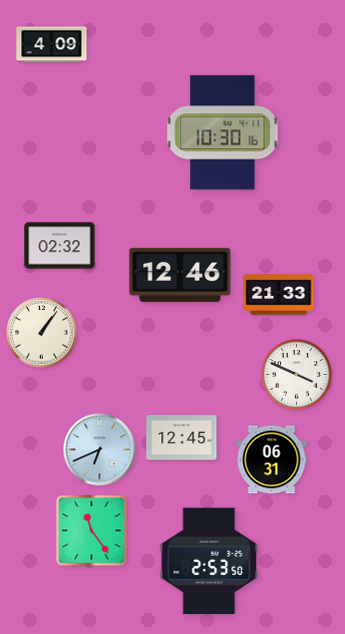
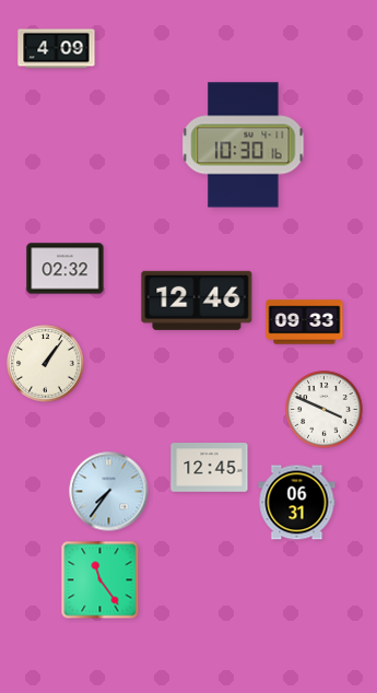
clock at (279, 295): 21:33 -> 09:33
clock at (182, 438) position: (182, 438) -> (210, 468)
clock at (100, 450): 6:41 -> 7:36
clock at (209, 561): 2:53 -> none
